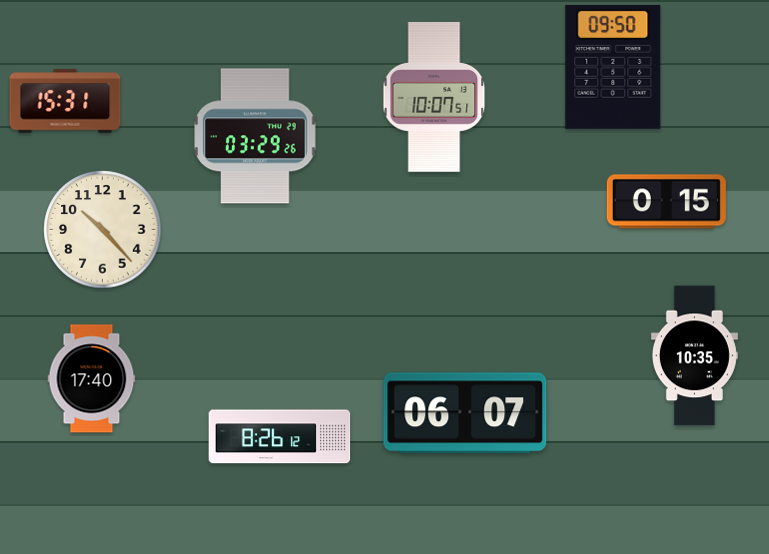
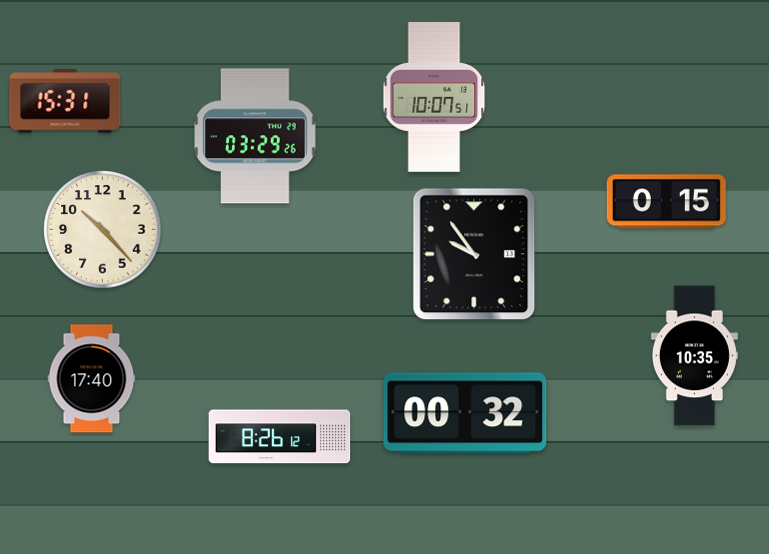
clock at (613, 67): 09:50 -> none
clock at (474, 254): none -> 9:54
clock at (465, 413): 06:07 -> 00:32
